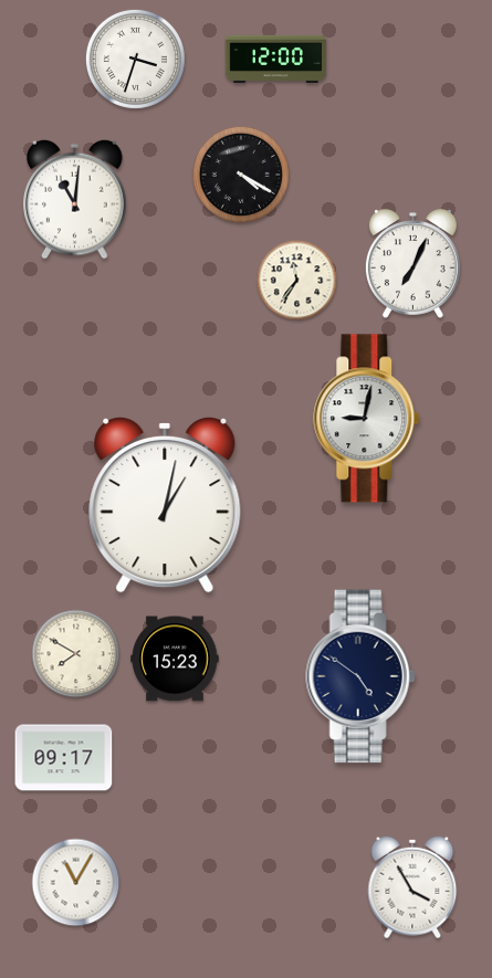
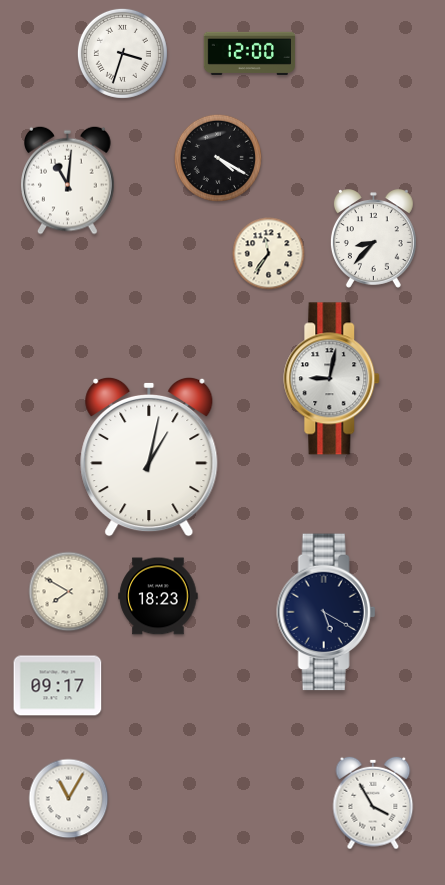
clock at (412, 264): 7:04 -> 8:37
clock at (175, 659): 15:23 -> 18:23
clock at (360, 676): 4:51 -> 5:20
